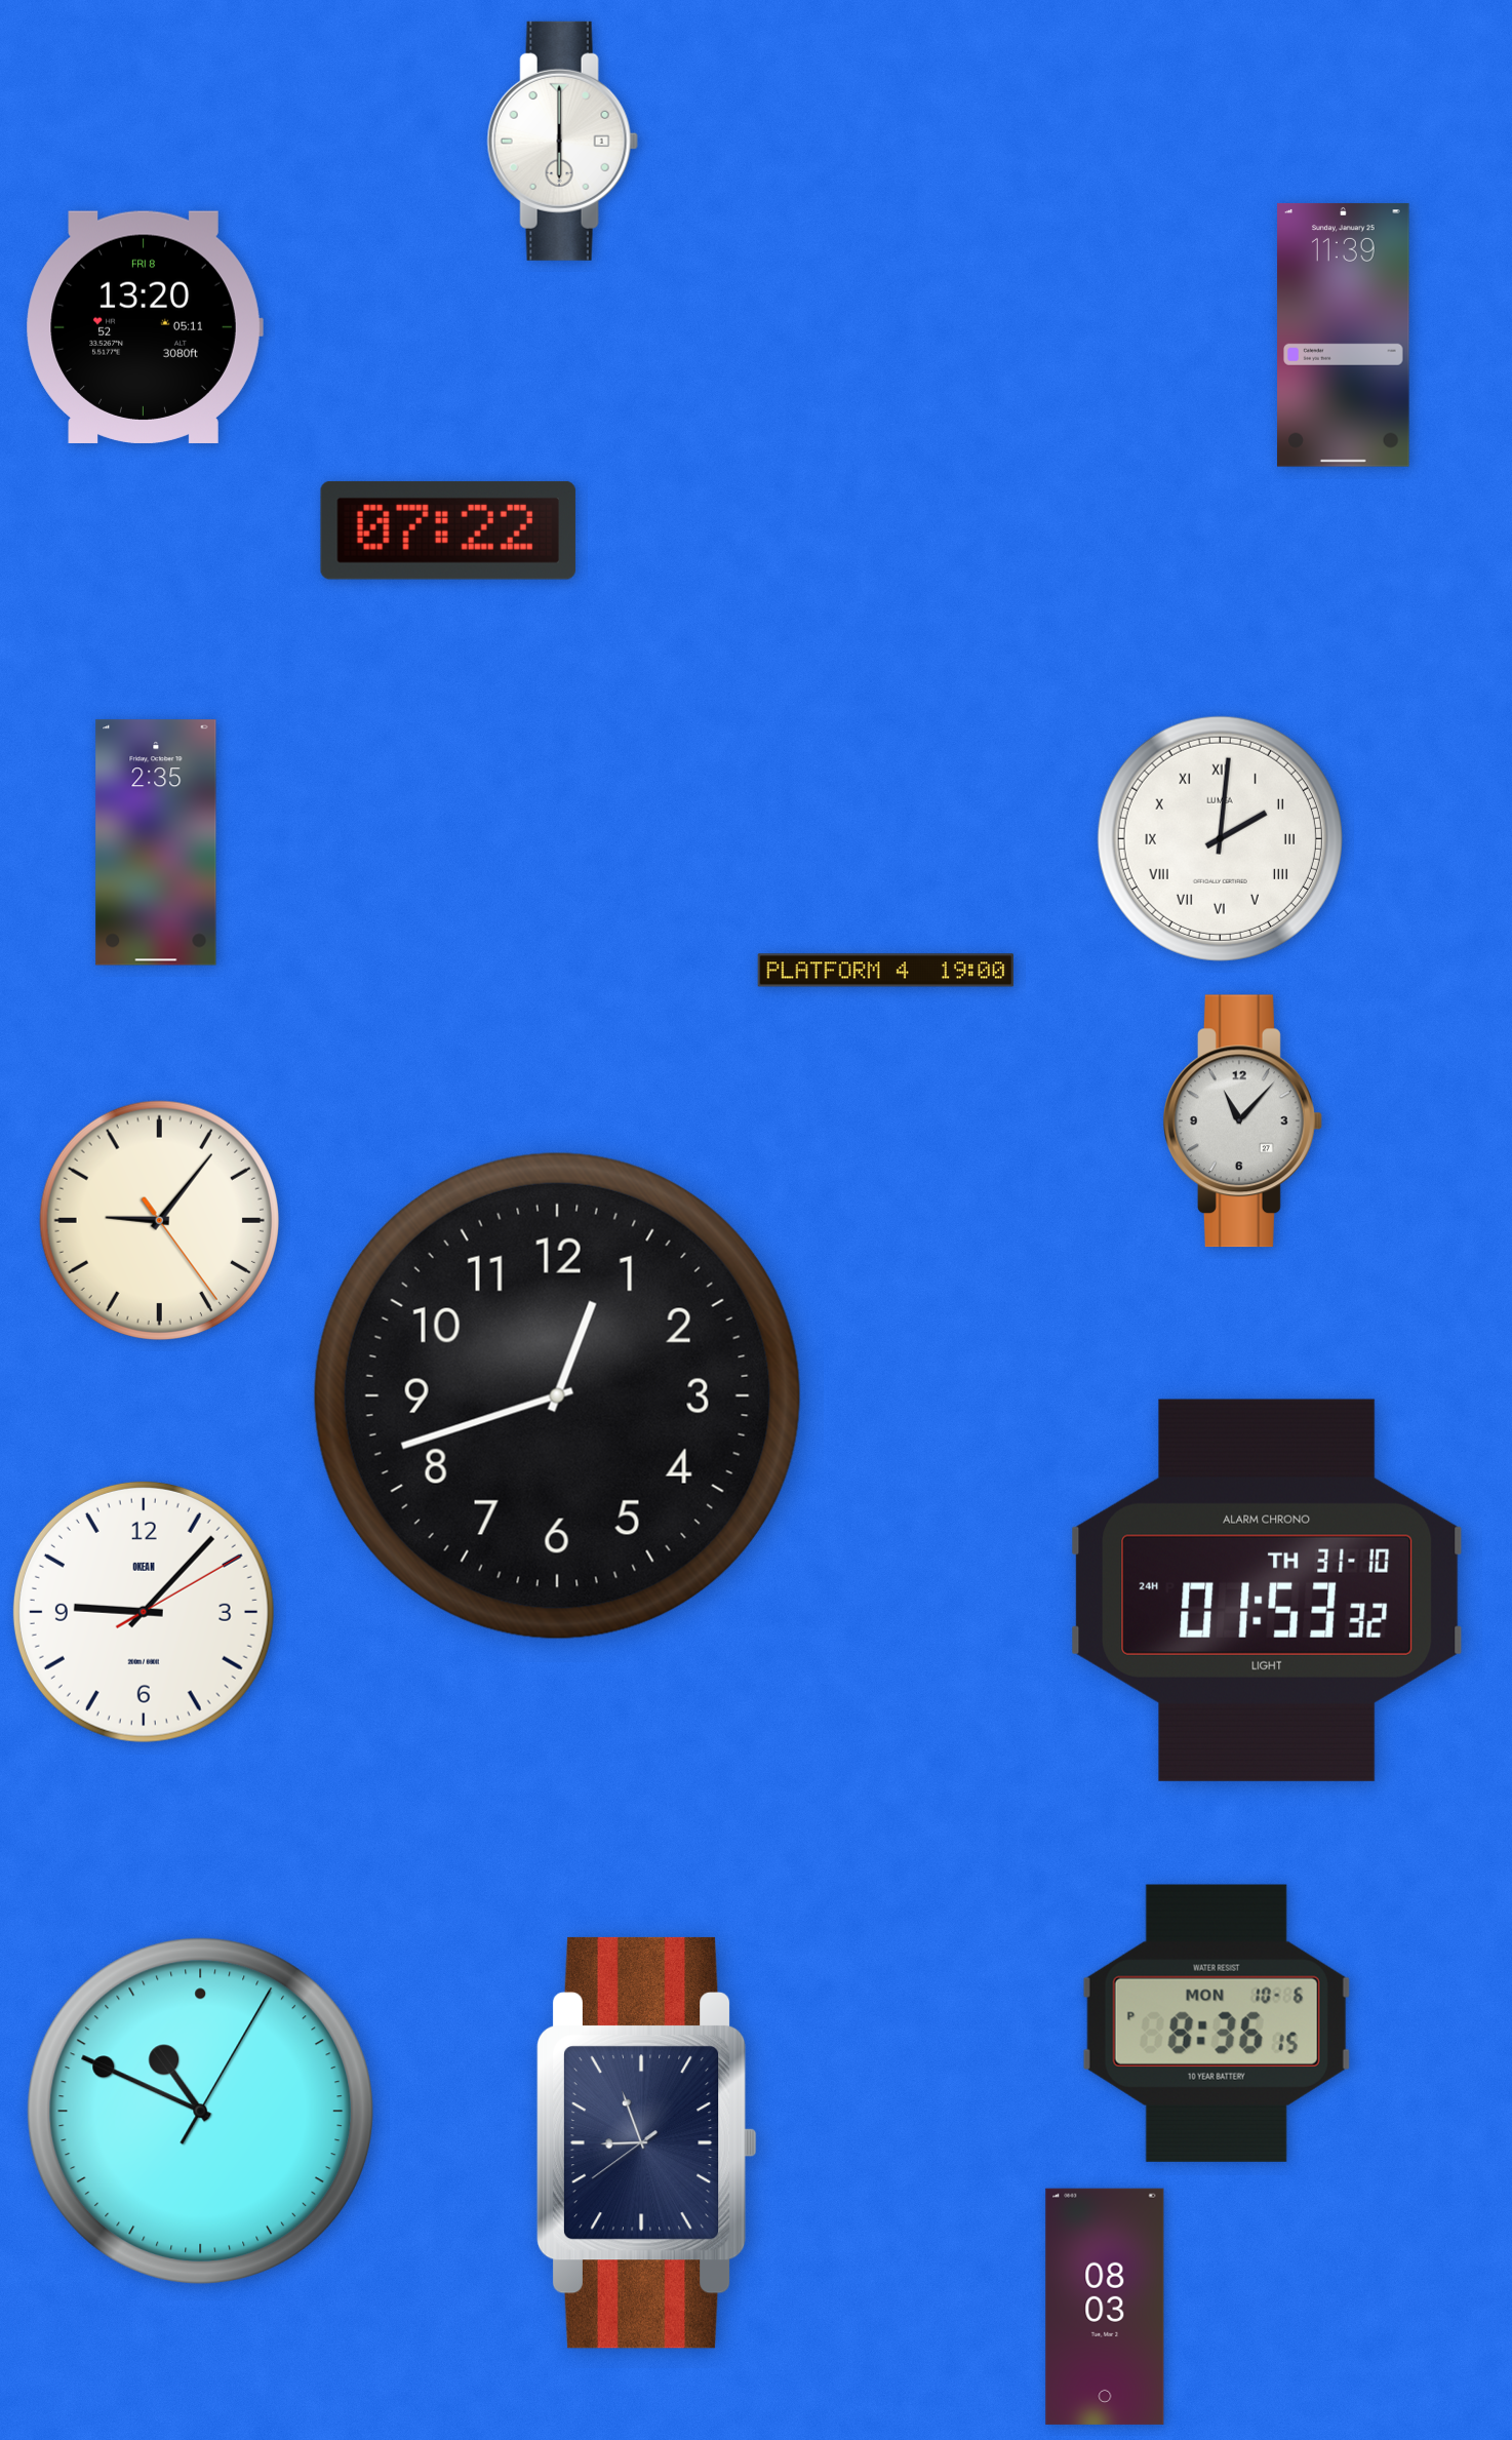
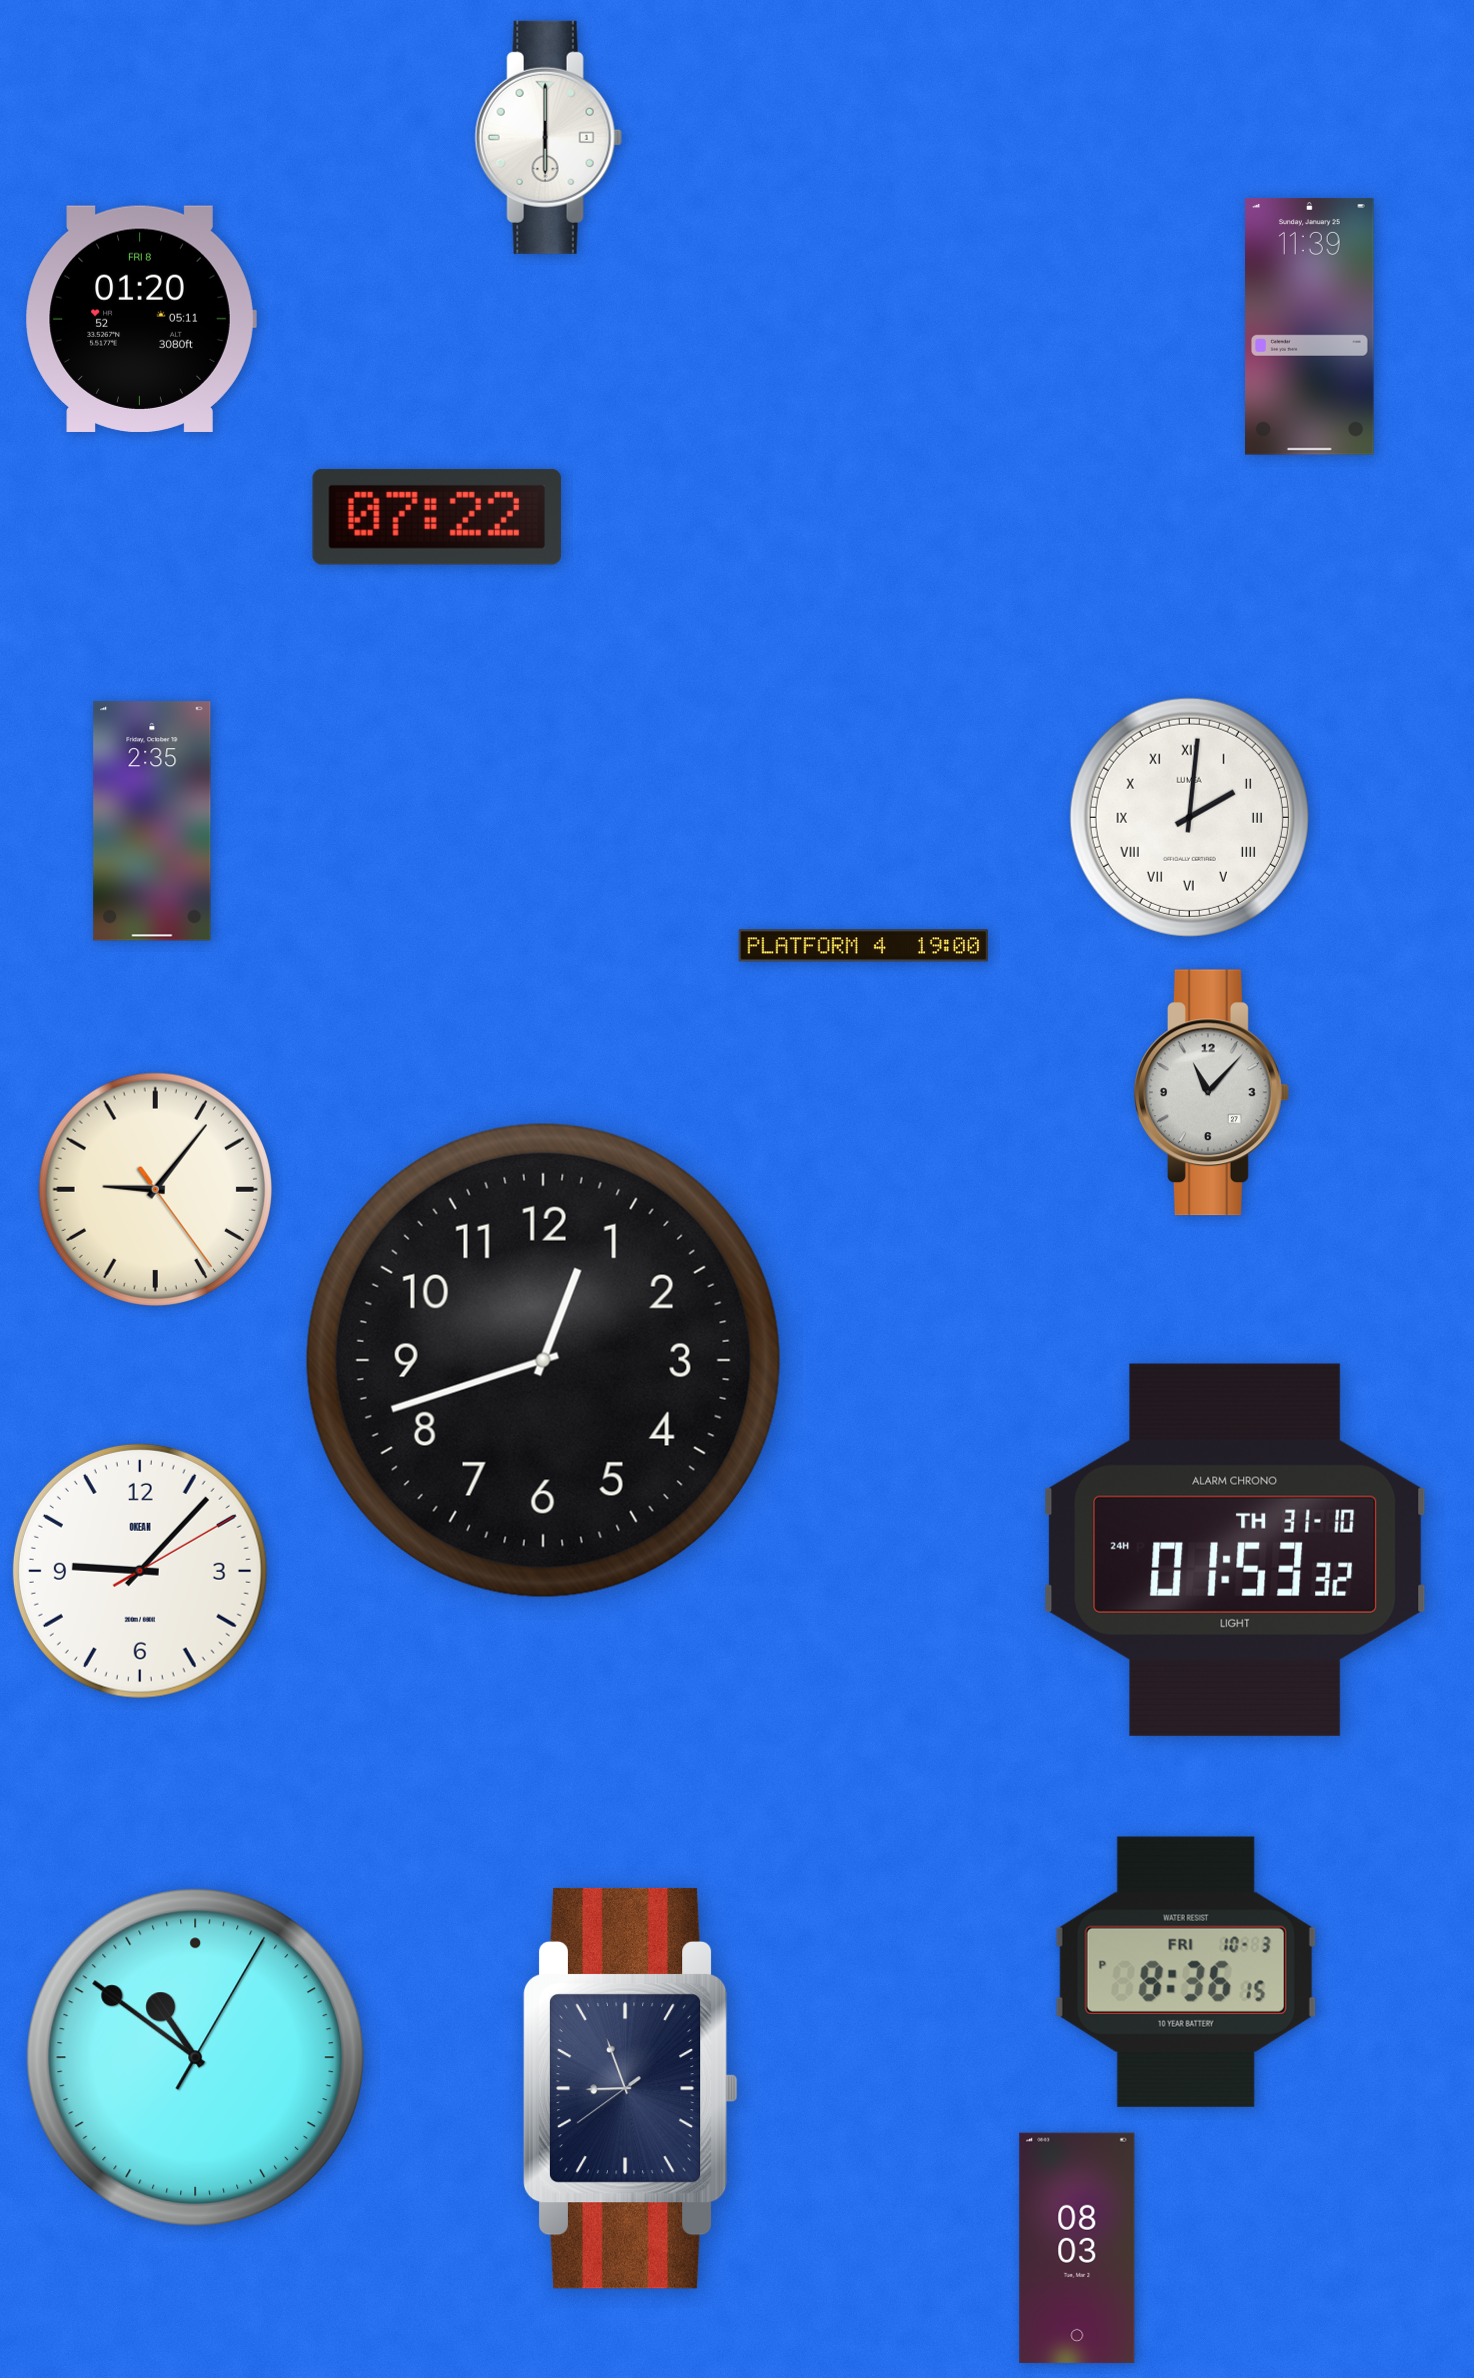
clock at (145, 327): 13:20 -> 01:20
clock at (1217, 2023) date: MON 10-6 -> FRI 10-3
clock at (200, 2111): 10:49 -> 10:51
